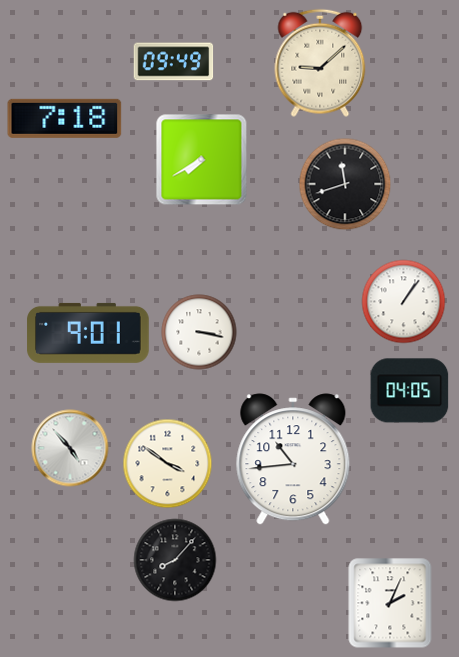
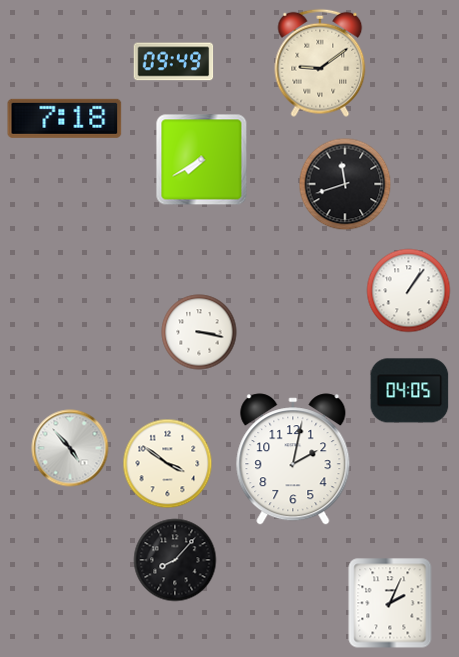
clock at (320, 63): 9:08 -> 9:09
clock at (404, 302) position: (404, 302) -> (409, 291)
clock at (88, 333): 9:01 -> none
clock at (293, 459): 10:44 -> 2:02
